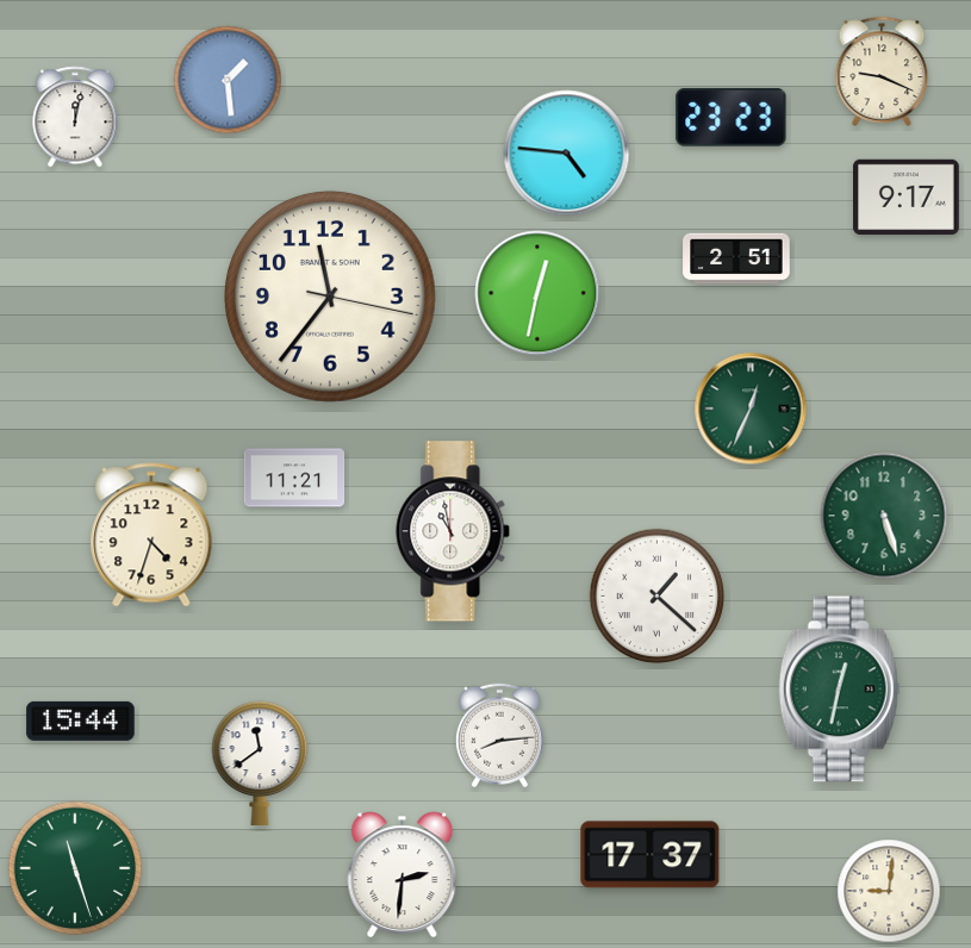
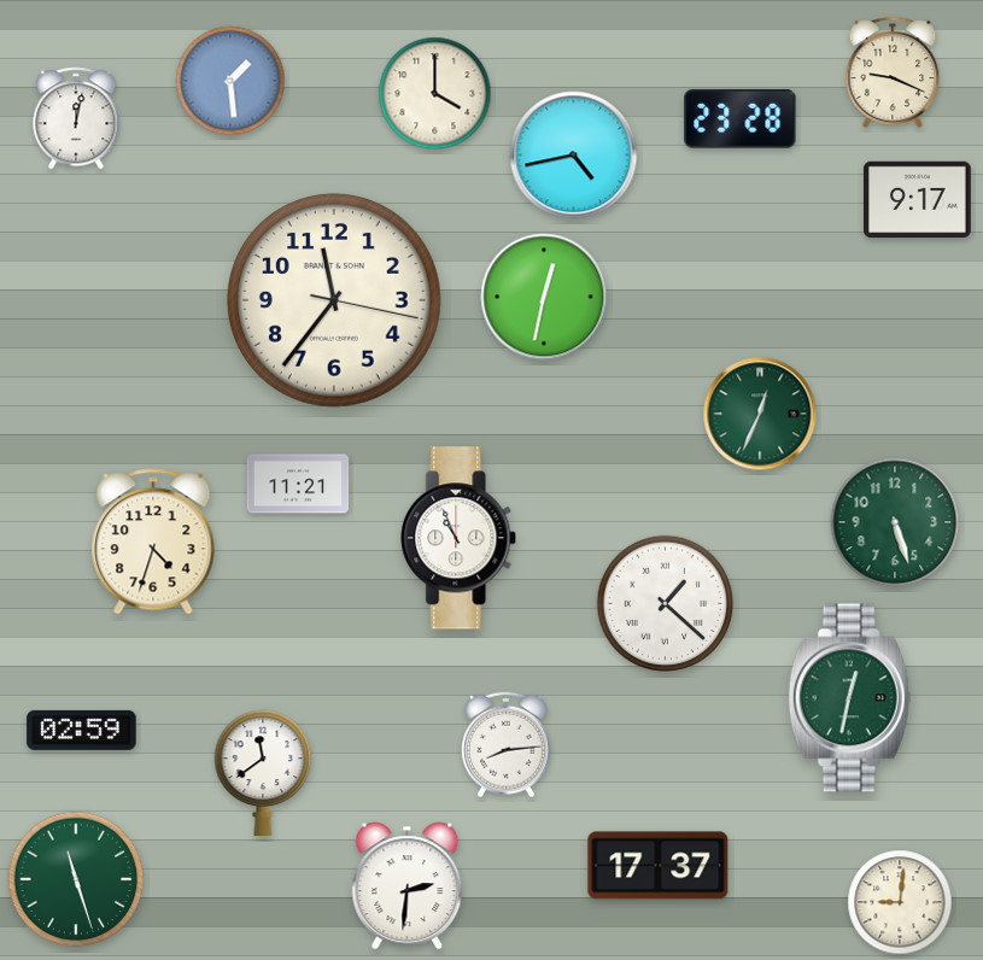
clock at (435, 94): none -> 4:00
clock at (732, 118): 23:23 -> 23:28
clock at (567, 154): 4:46 -> 4:43
clock at (736, 258): 2:51 -> none
clock at (454, 531): 10:58 -> 10:56
clock at (81, 721): 15:44 -> 02:59
